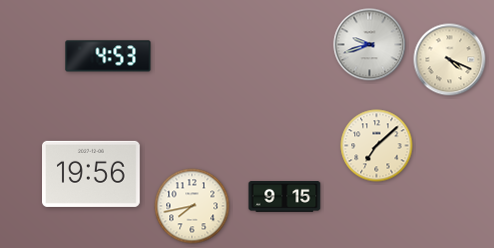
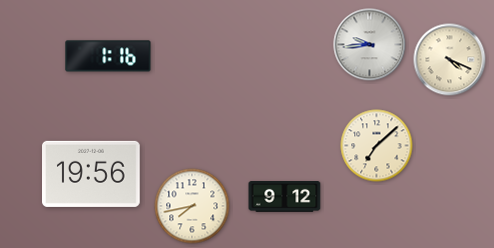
clock at (370, 45): 9:42 -> 9:44
clock at (108, 56): 4:53 -> 1:16
clock at (285, 197): 9:15 -> 9:12
